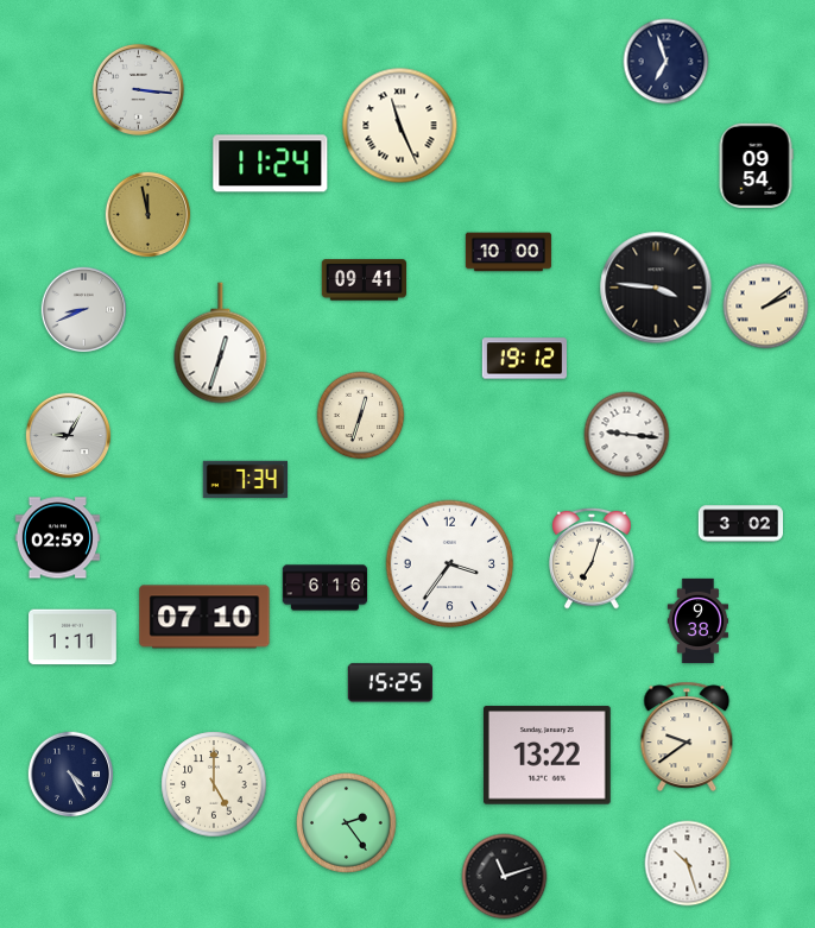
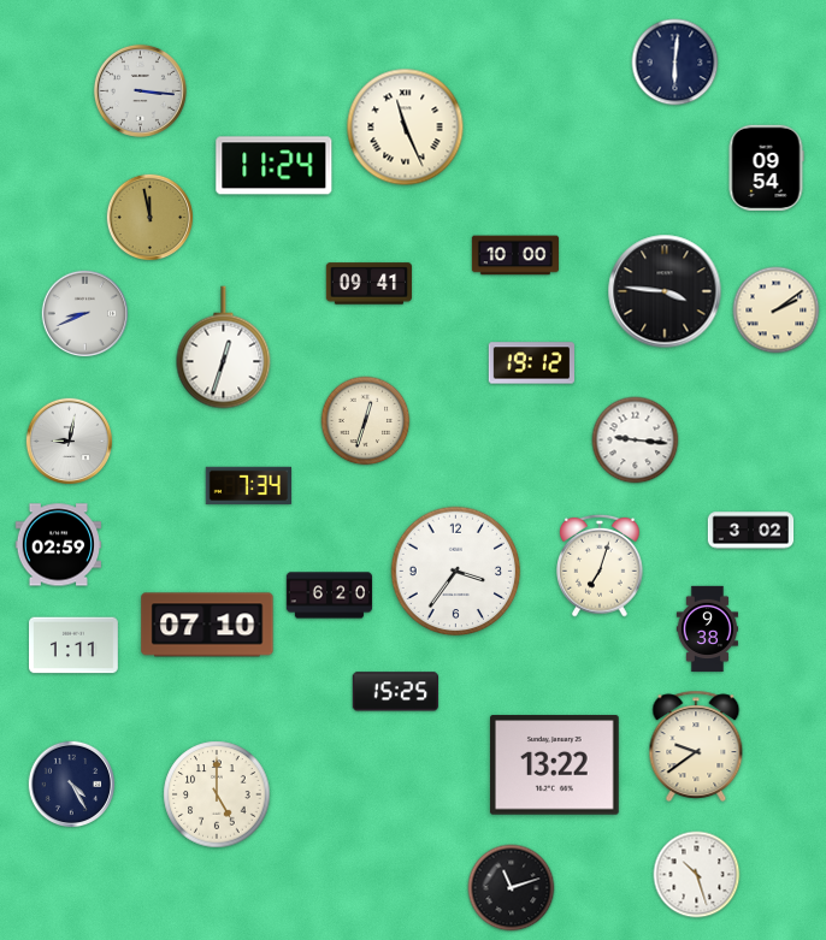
clock at (666, 62): 6:57 -> 6:01
clock at (69, 436): 9:05 -> 9:02
clock at (326, 588): 6:16 -> 6:20
clock at (347, 823): 2:24 -> none
